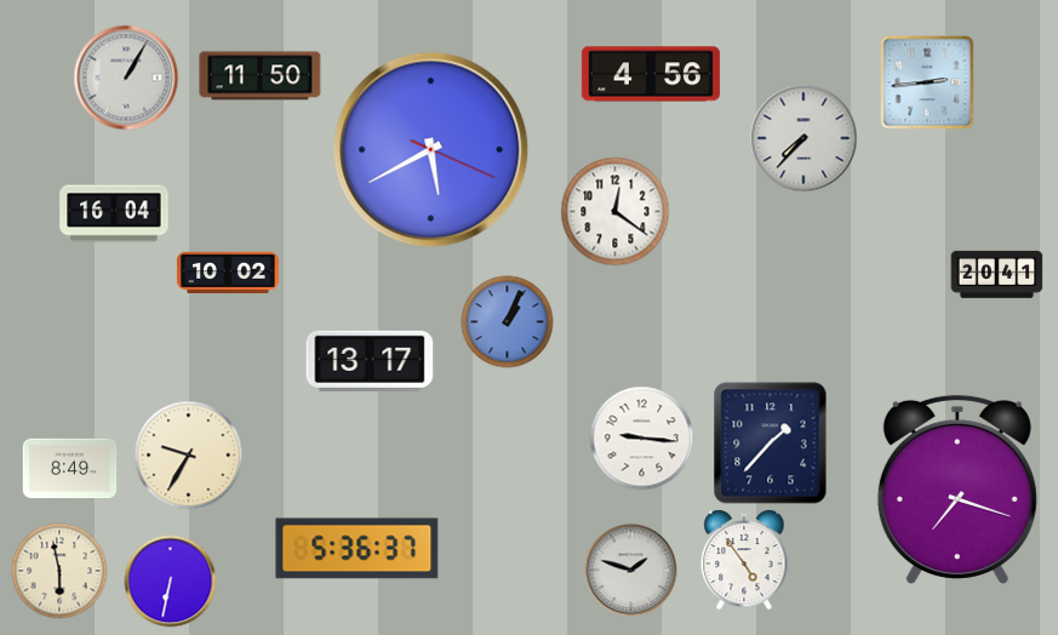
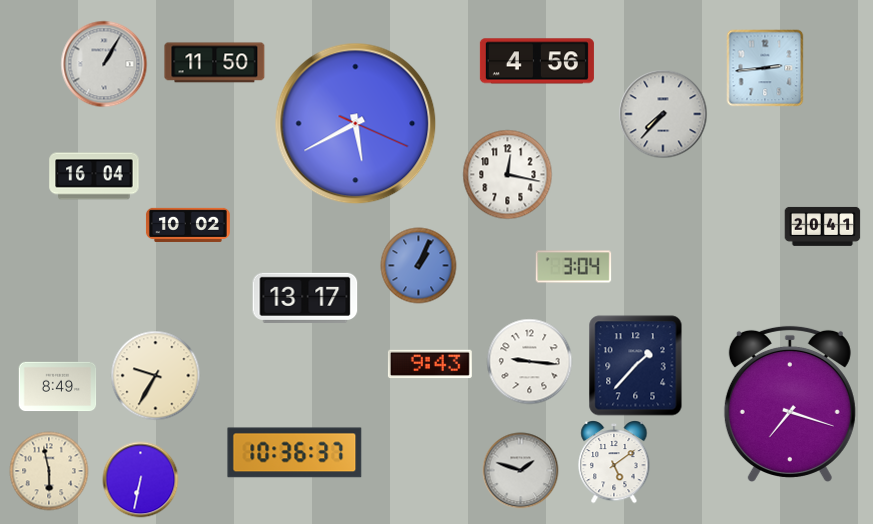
clock at (616, 212): 12:21 -> 12:17
clock at (574, 267): none -> 3:04
clock at (430, 364): none -> 9:43
clock at (358, 549): 5:36 -> 10:36
clock at (744, 561): 4:54 -> 5:09
